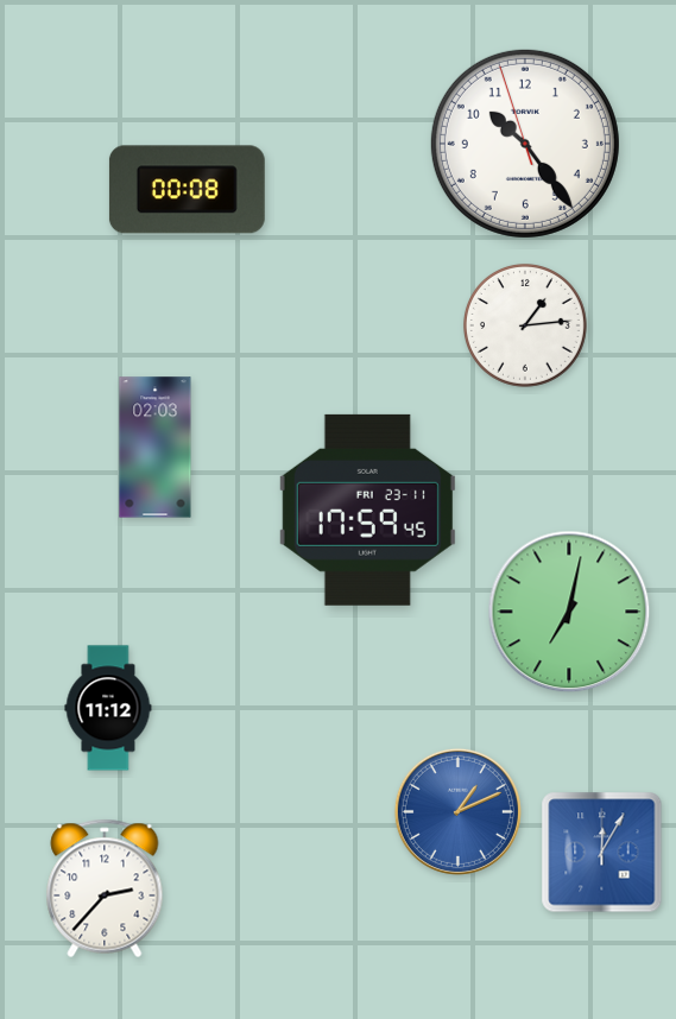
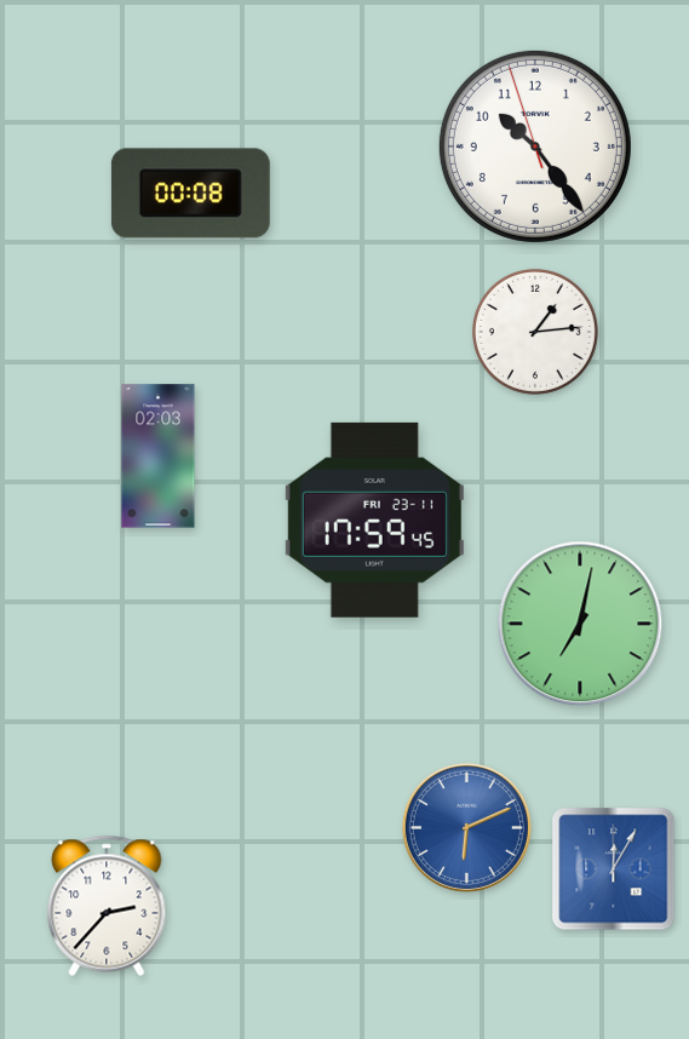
clock at (108, 708): 11:12 -> none
clock at (457, 811): 1:11 -> 6:11
